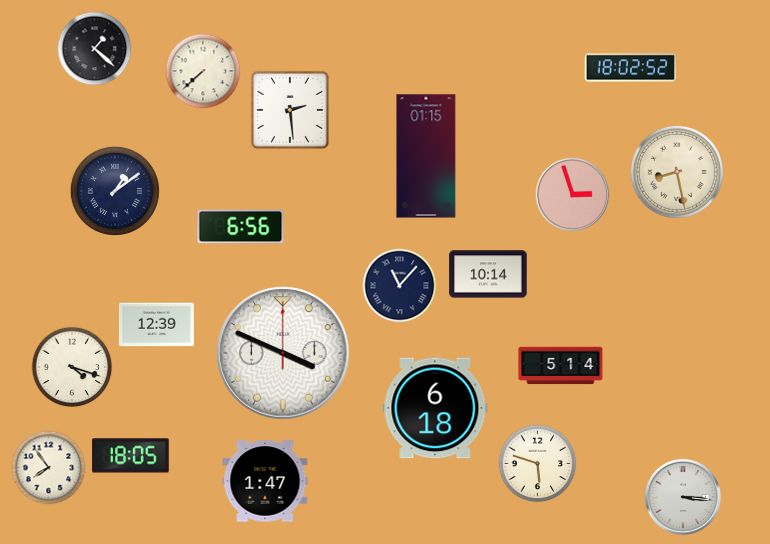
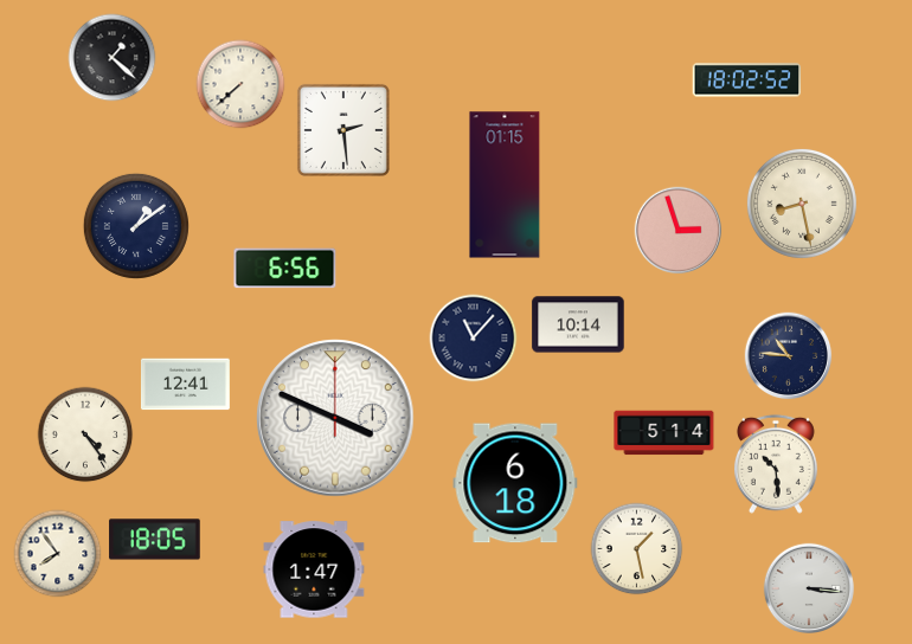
clock at (789, 356): none -> 10:46
clock at (156, 325): 12:39 -> 12:41
clock at (72, 367): 4:18 -> 4:24
clock at (776, 464): none -> 10:29
clock at (538, 464): 5:48 -> 1:28
